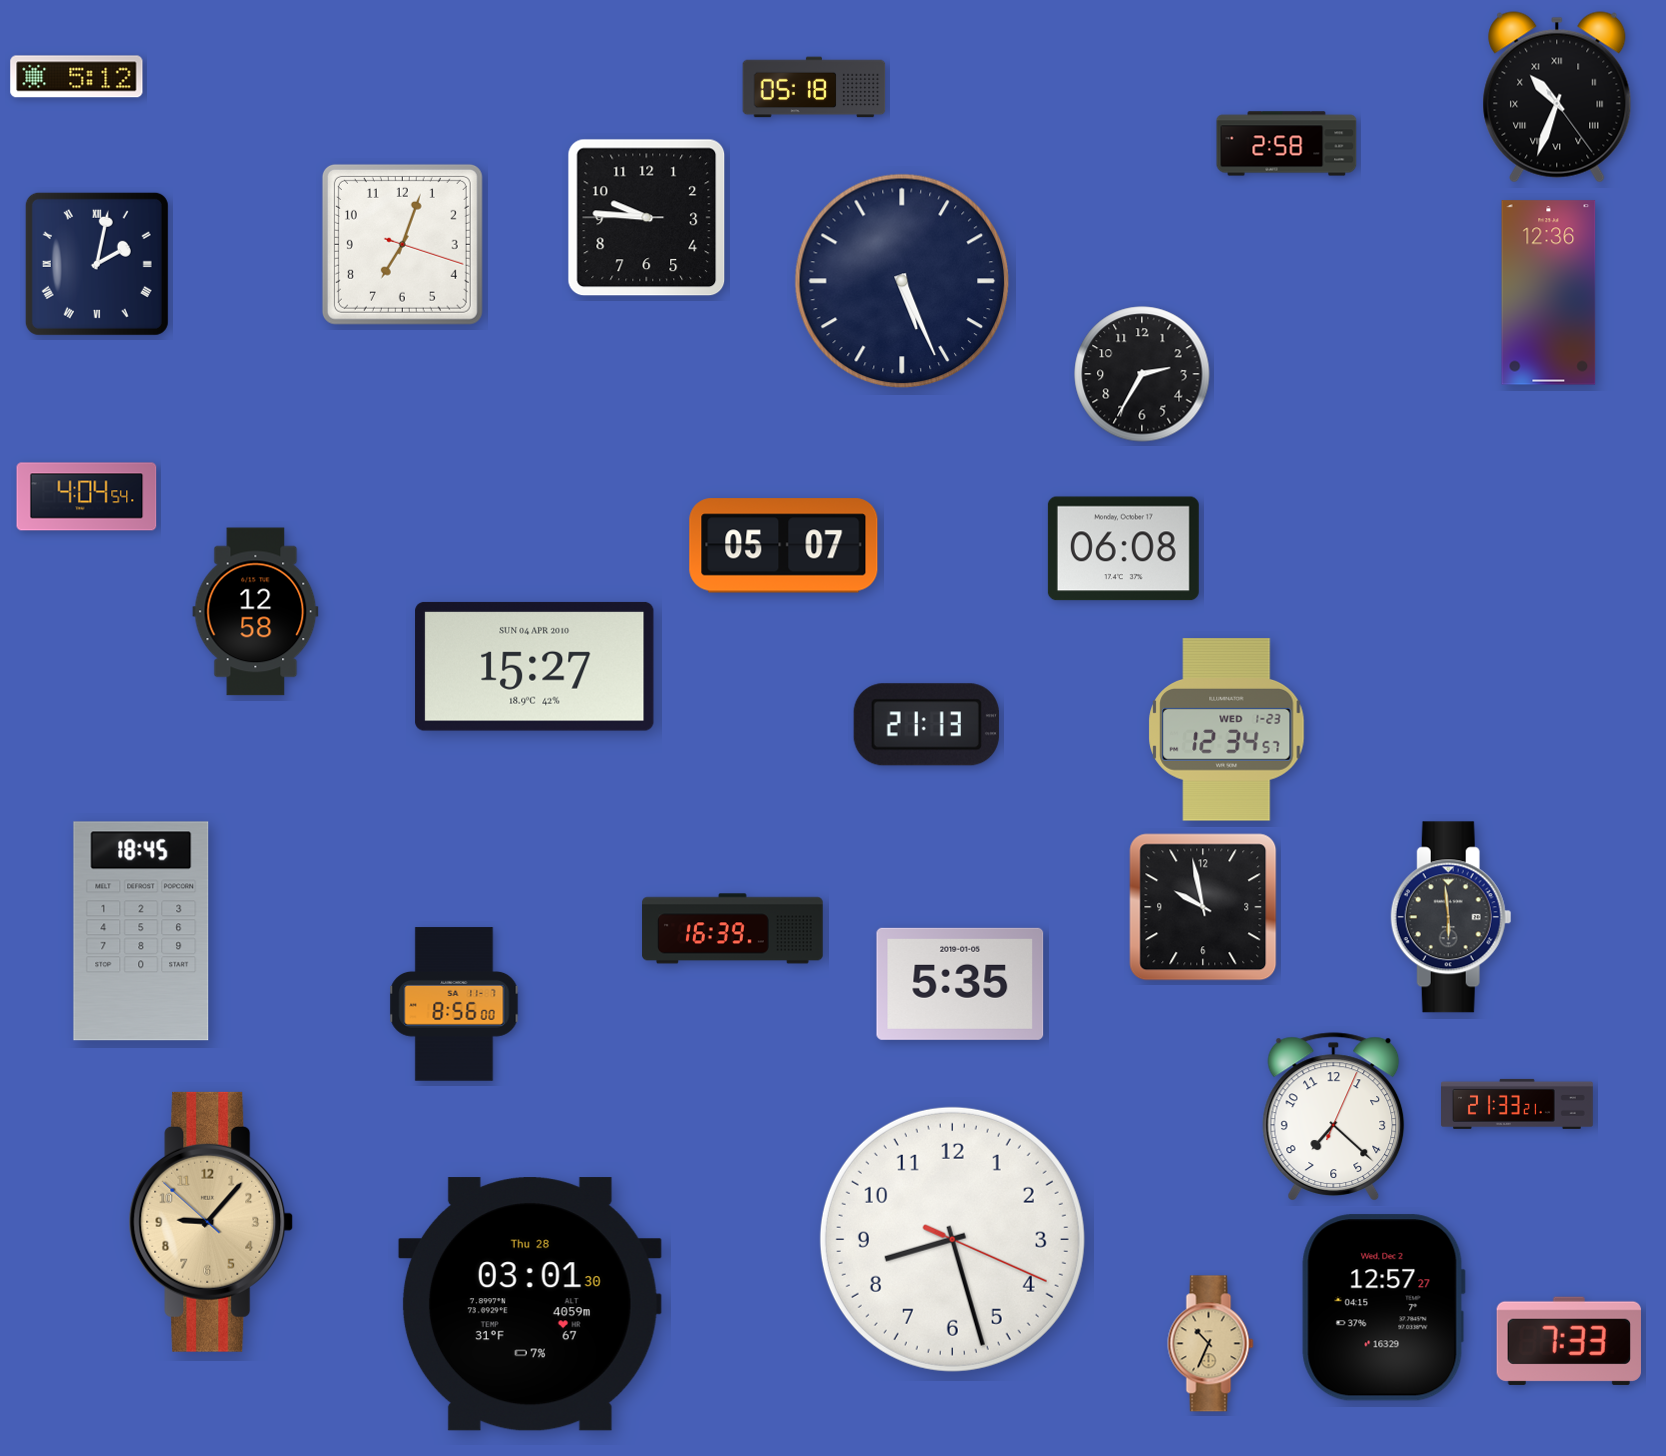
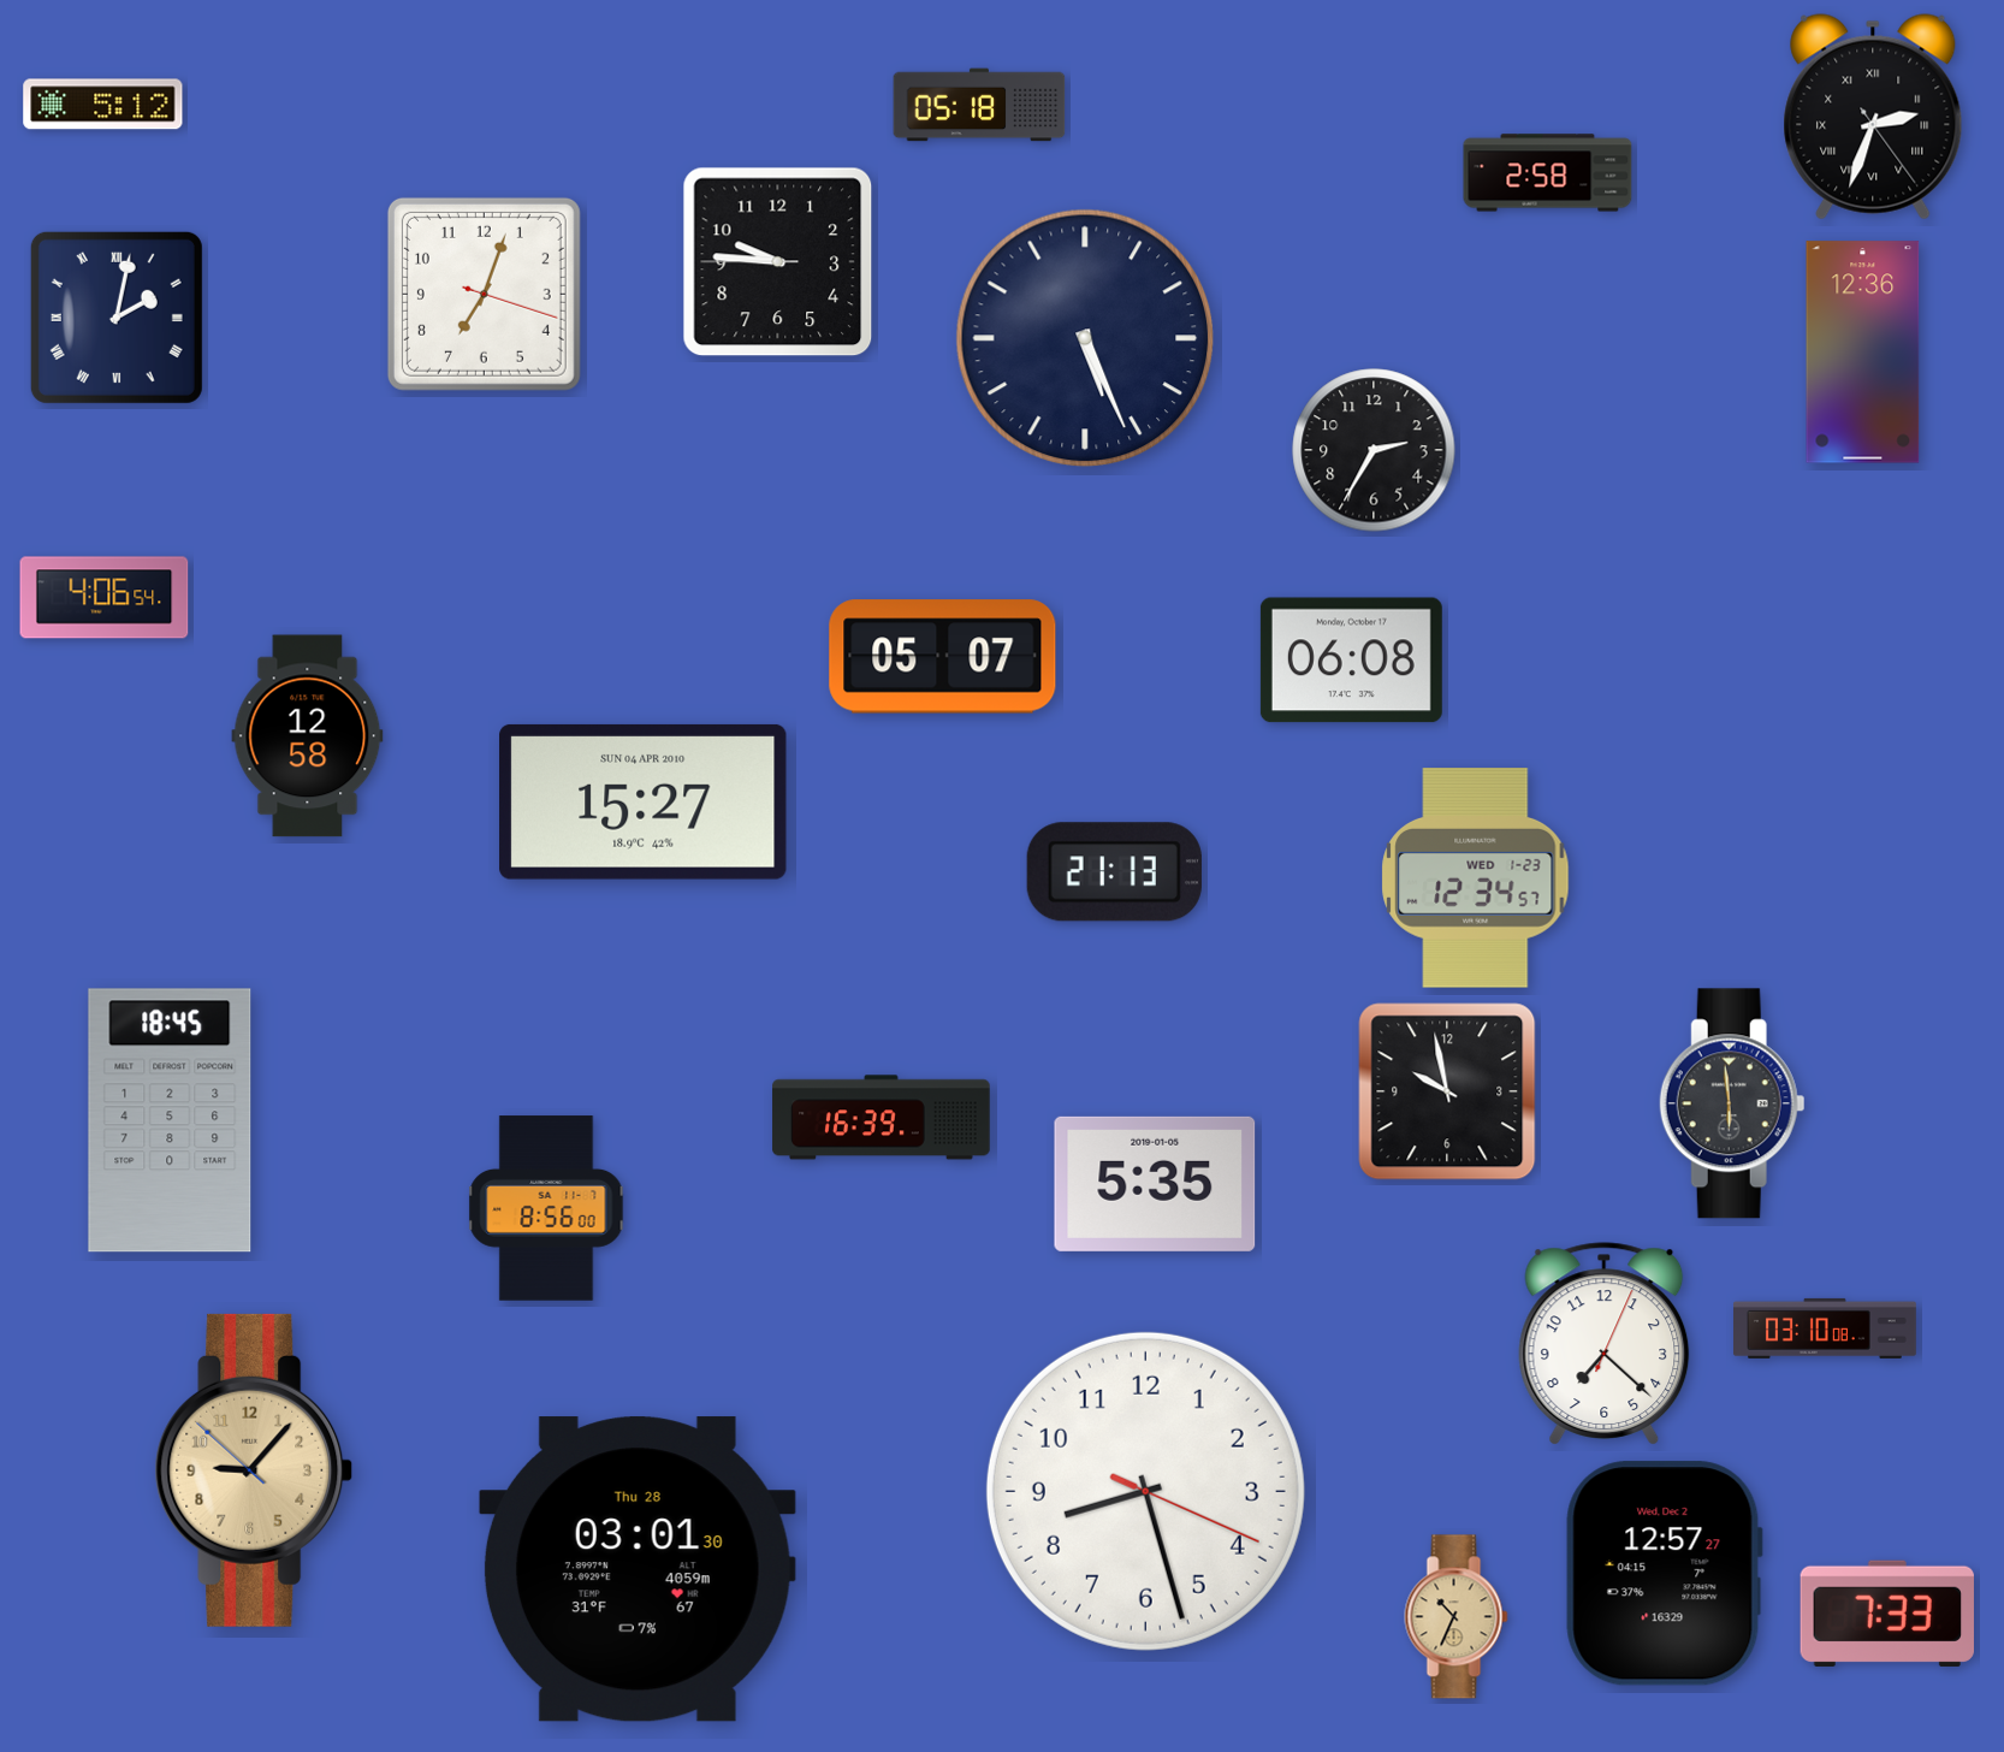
clock at (77, 77) position: (77, 77) -> (103, 105)
clock at (1557, 97): 10:33 -> 2:33
clock at (87, 497): 4:04 -> 4:06
clock at (1451, 917) position: (1451, 917) -> (1732, 1103)
clock at (1518, 1104): 21:33 -> 03:10
